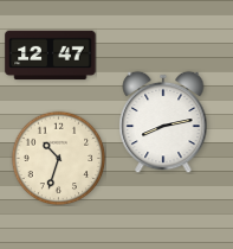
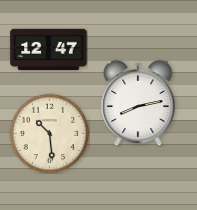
clock at (51, 56) position: (51, 56) -> (49, 50)
clock at (58, 158): 10:33 -> 10:29
